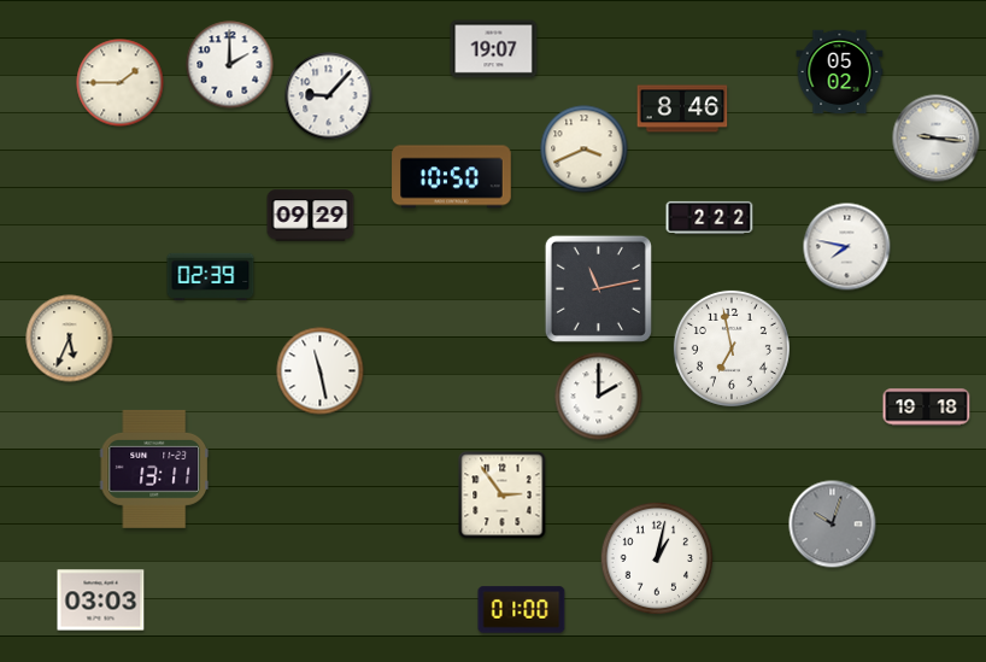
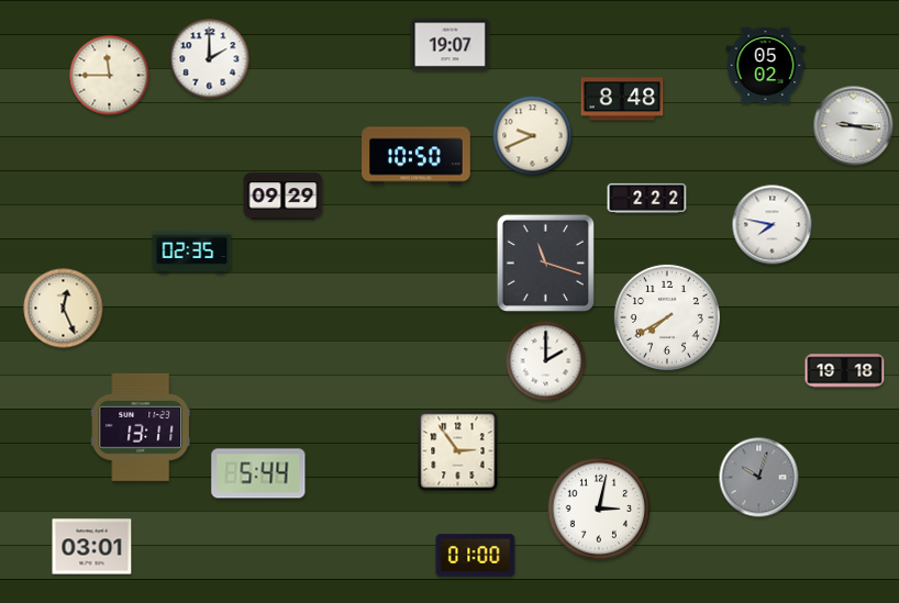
clock at (121, 83): 1:45 -> 11:45
clock at (329, 96): 9:07 -> none
clock at (682, 109): 8:46 -> 8:48
clock at (585, 150): 3:41 -> 9:41
clock at (452, 177) position: (452, 177) -> (417, 156)
clock at (211, 276): 02:39 -> 02:35
clock at (598, 288): 11:13 -> 11:18
clock at (70, 339): 5:34 -> 12:26
clock at (732, 348): 6:58 -> 7:40
clock at (321, 371): 11:28 -> none
clock at (258, 473): none -> 5:44
clock at (656, 557): 1:02 -> 3:02
clock at (101, 601): 03:03 -> 03:01
